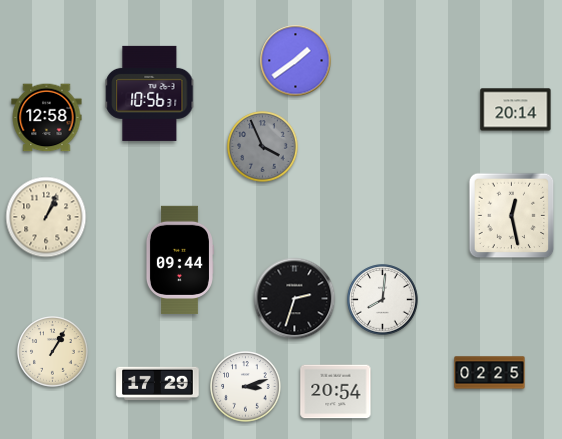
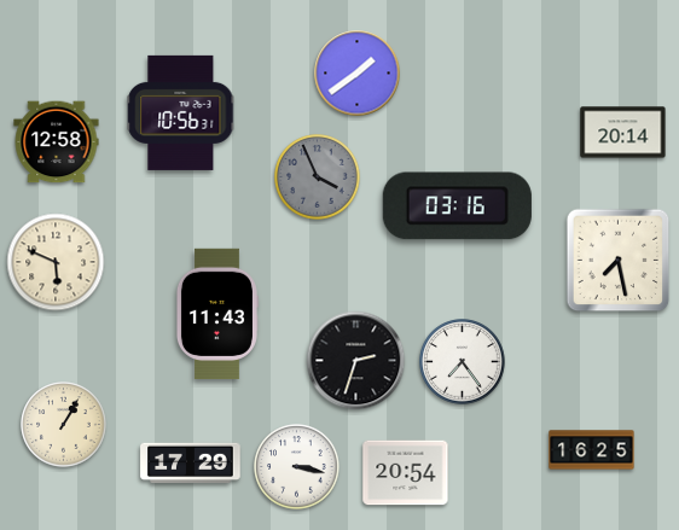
clock at (457, 206): none -> 03:16
clock at (512, 216): 12:28 -> 7:28
clock at (46, 217): 1:04 -> 5:49
clock at (179, 260): 09:44 -> 11:43
clock at (383, 300): 8:01 -> 7:24
clock at (490, 373): 02:25 -> 16:25
clock at (246, 387): 3:12 -> 3:17
